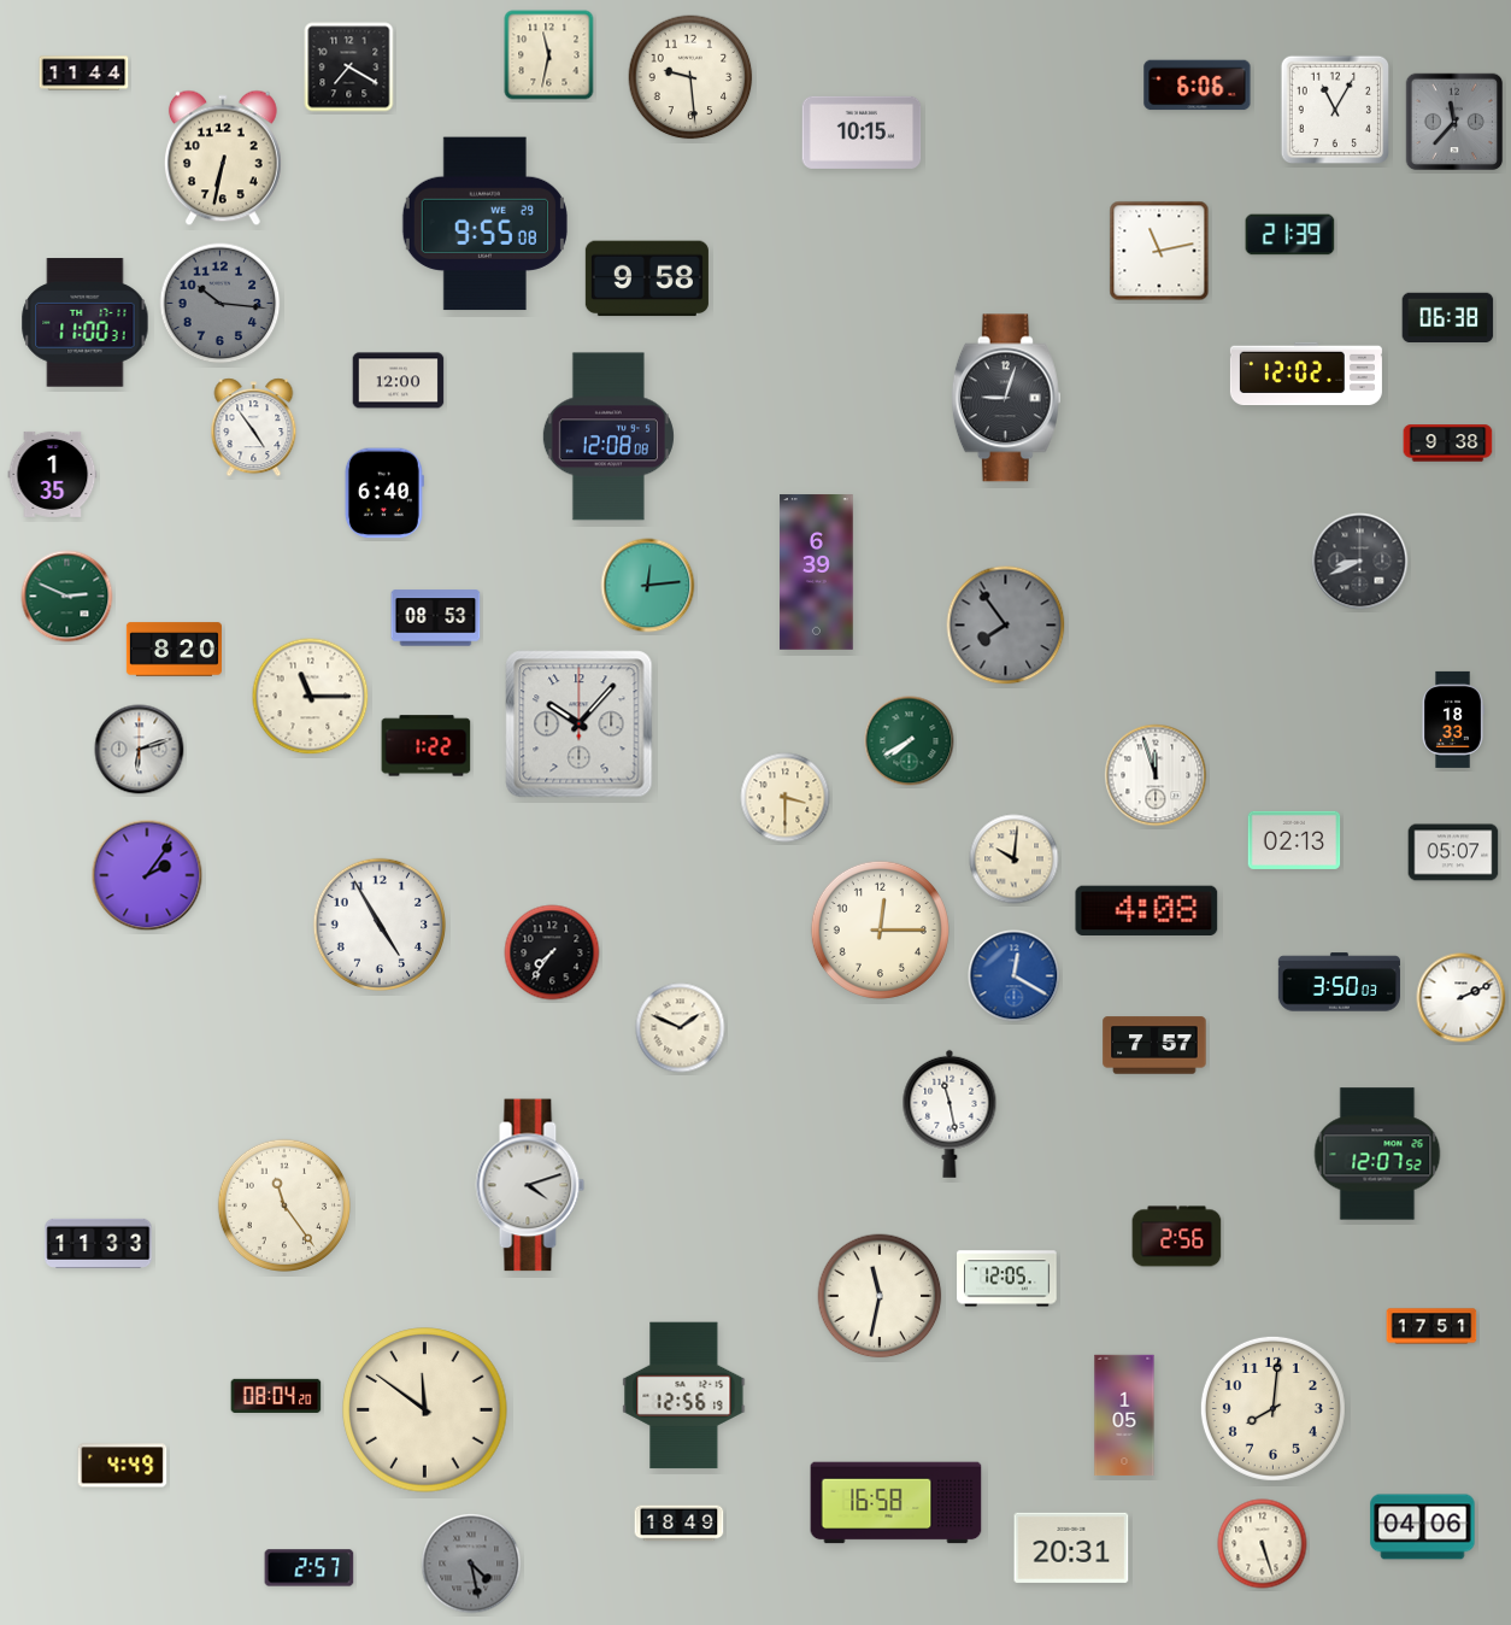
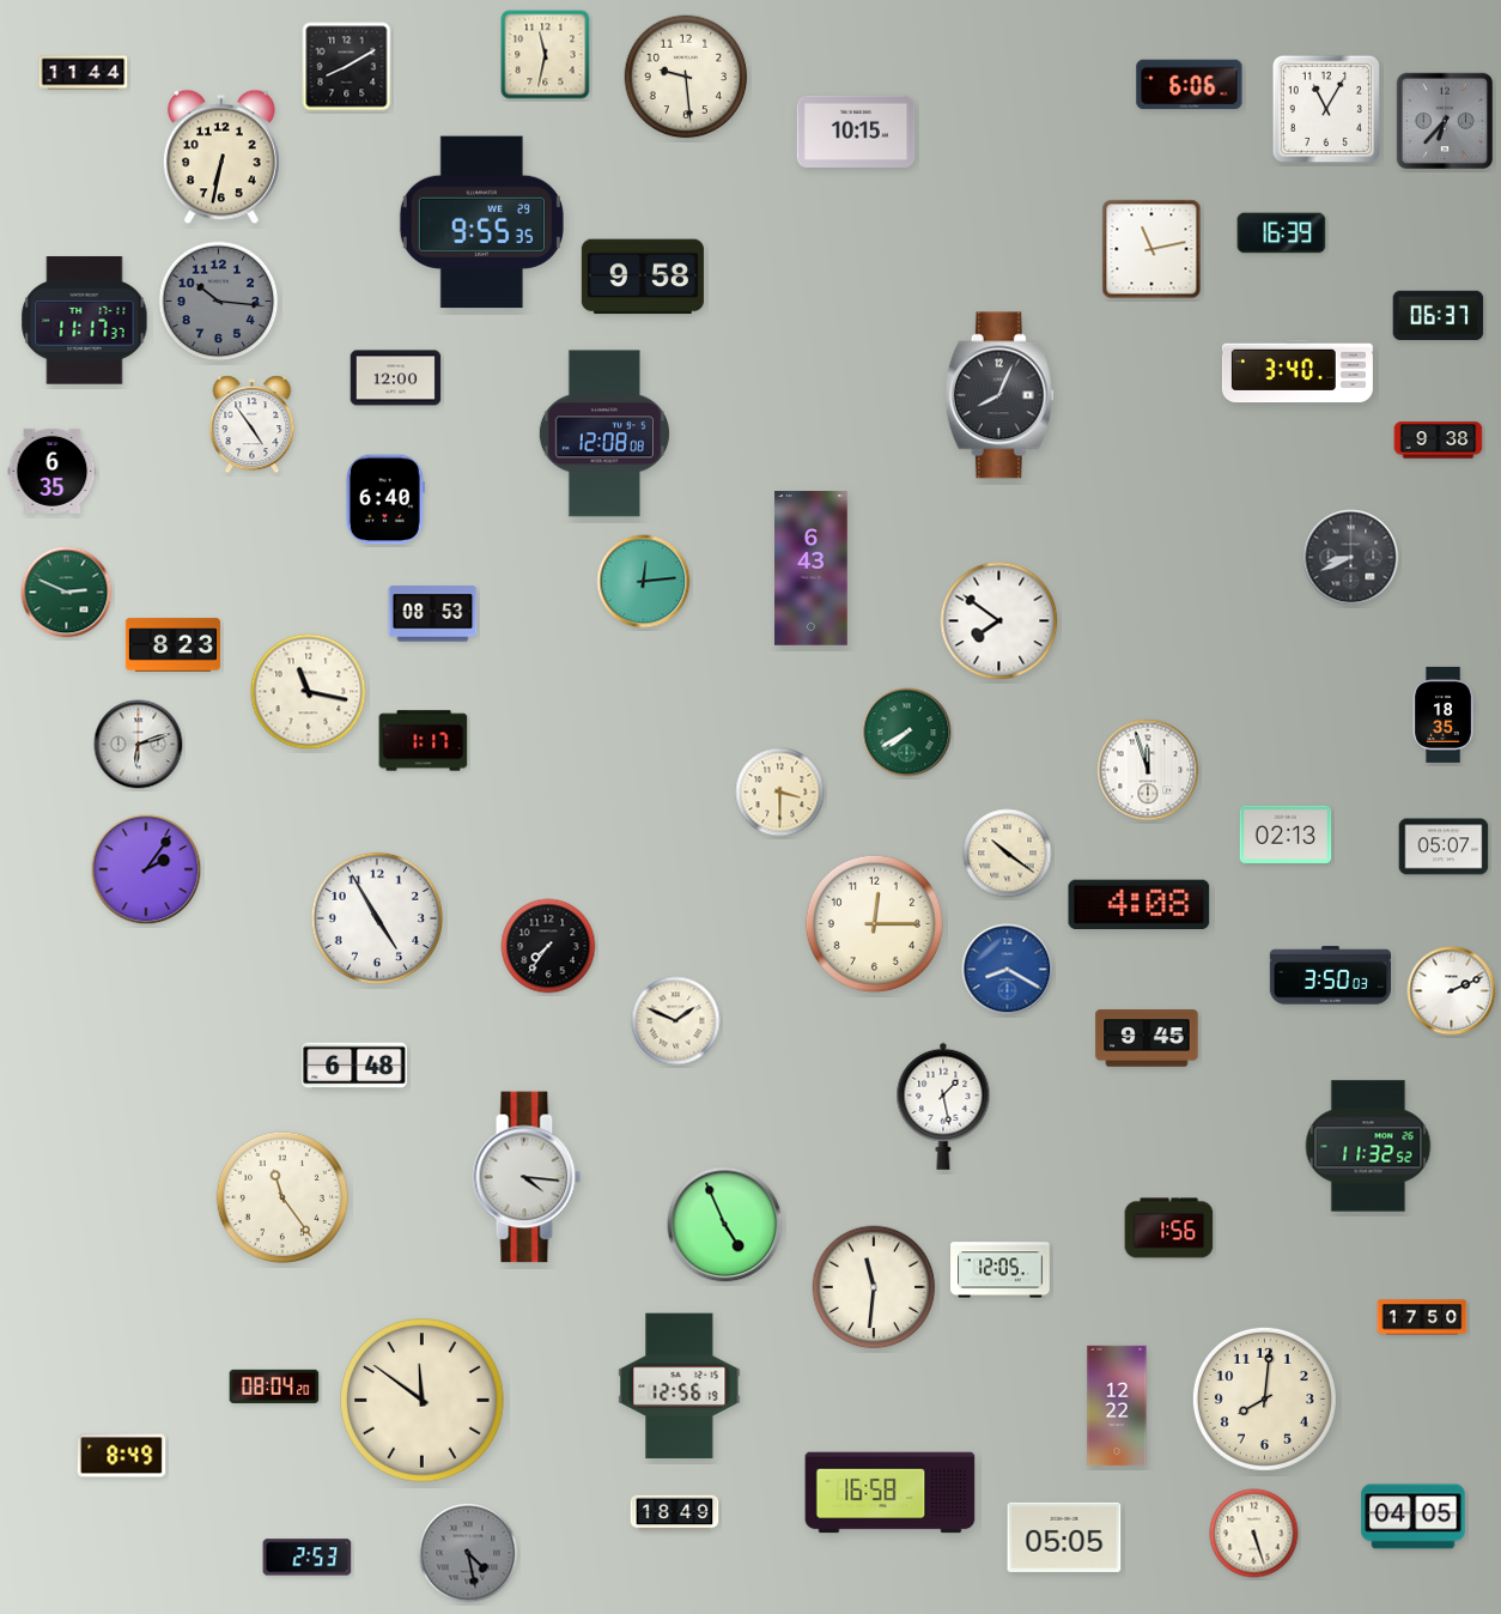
clock at (349, 68): 7:20 -> 8:10
clock at (1454, 122): 11:37 -> 6:37
clock at (484, 224): 9:55:08 -> 9:55:35
clock at (1290, 235): 21:39 -> 16:39
clock at (1448, 317): 06:38 -> 06:37
clock at (86, 323): 11:00 -> 11:17
clock at (1306, 374): 12:02 -> 3:40
clock at (1006, 398): 9:03 -> 8:04
clock at (53, 474): 1:35 -> 6:35
clock at (384, 493) position: (384, 493) -> (385, 499)
clock at (817, 573): 6:39 -> 6:43
clock at (1006, 626): 7:54 -> 7:51
clock at (1006, 626) dial: grey -> white
clock at (174, 650): 8:20 -> 8:23
clock at (311, 697): 11:15 -> 11:17
clock at (1453, 720): 18:33 -> 18:35
clock at (580, 724): 10:07 -> none
clock at (910, 741) position: (910, 741) -> (907, 733)
clock at (427, 746): 1:22 -> 1:17
clock at (1015, 860): 10:01 -> 10:21
clock at (1015, 976): 12:20 -> 8:20
clock at (1154, 1045): 7:57 -> 9:45
clock at (354, 1066): none -> 6:48
clock at (949, 1114): 11:28 -> 1:28
clock at (1377, 1154): 12:07 -> 11:32
clock at (530, 1185): 4:12 -> 4:16
clock at (725, 1225): none -> 4:56
clock at (1177, 1237): 2:56 -> 1:56
clock at (99, 1243): 11:33 -> none
clock at (880, 1296): 11:32 -> 11:31
clock at (1431, 1326): 17:51 -> 17:50
clock at (1124, 1415): 1:05 -> 12:22
clock at (123, 1466): 4:49 -> 8:49
clock at (1423, 1527): 04:06 -> 04:05
clock at (1071, 1548): 20:31 -> 05:05
clock at (310, 1568): 2:57 -> 2:53
